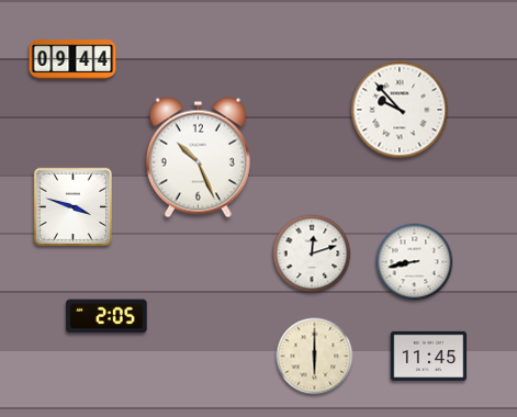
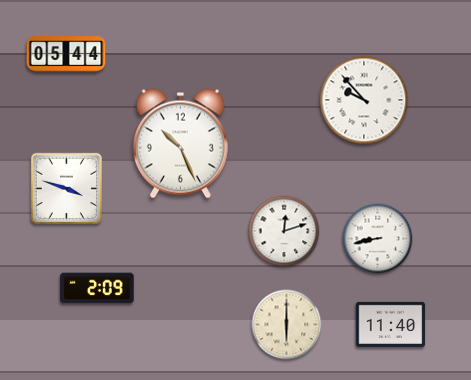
clock at (72, 59): 09:44 -> 05:44
clock at (106, 316): 2:05 -> 2:09
clock at (429, 356): 11:45 -> 11:40
